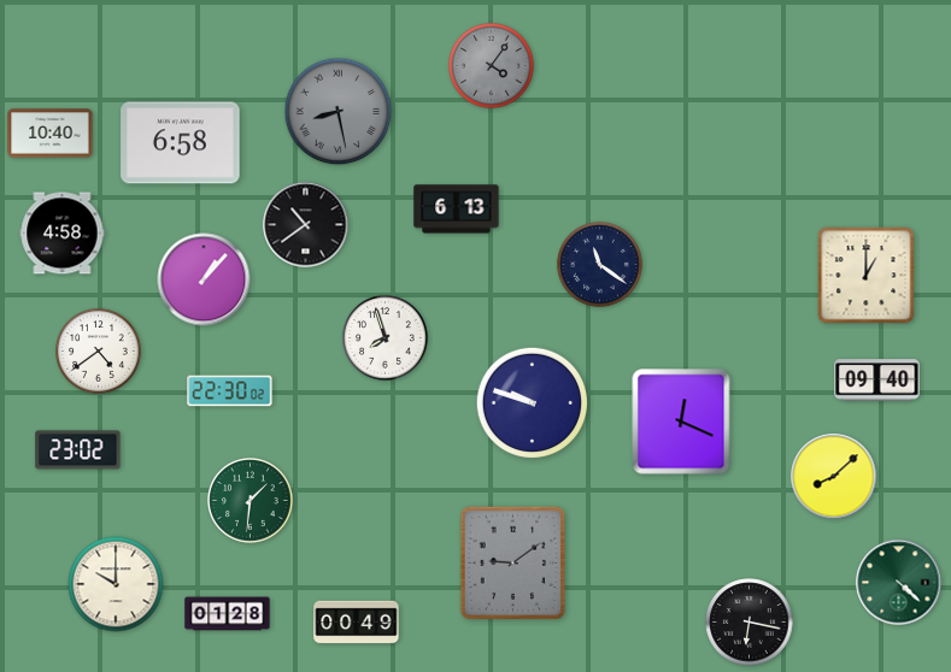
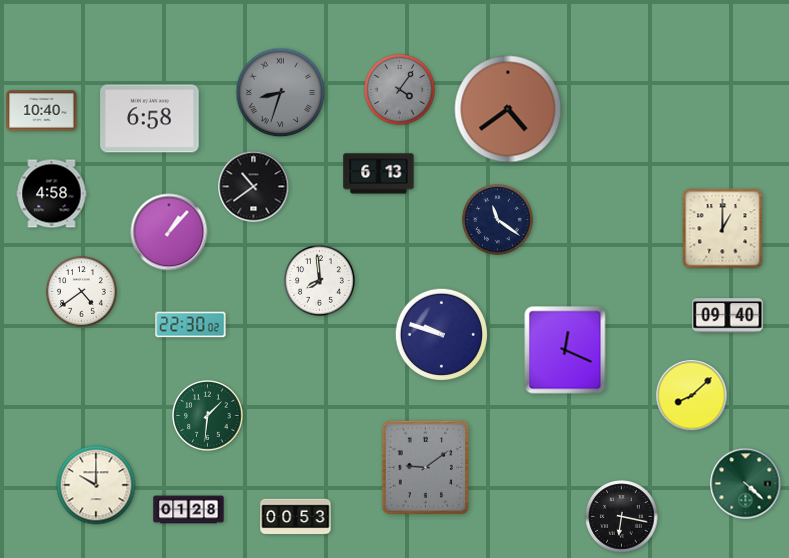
clock at (492, 66) position: (492, 66) -> (400, 90)
clock at (339, 112): 8:28 -> 8:33
clock at (508, 109): none -> 4:39
clock at (867, 276) position: (867, 276) -> (723, 229)
clock at (386, 338): 7:57 -> 7:59
clock at (78, 450): 23:02 -> none
clock at (357, 623): 00:49 -> 00:53
